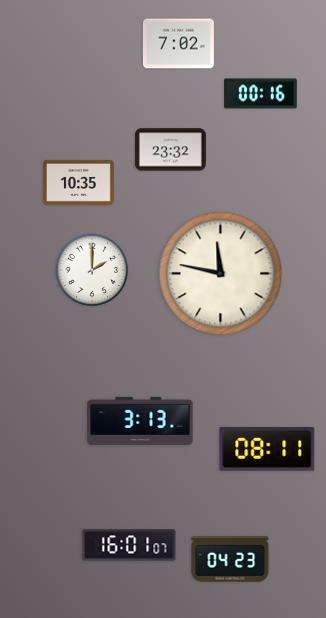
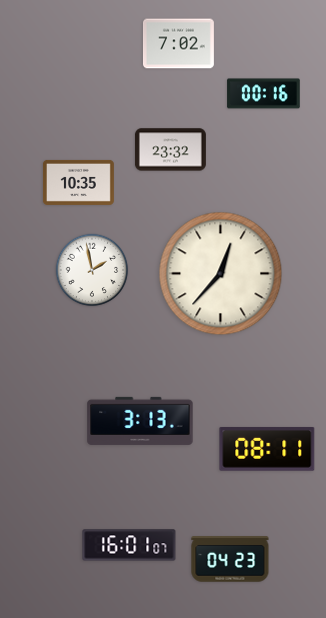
clock at (261, 94) position: (261, 94) -> (264, 94)
clock at (92, 270): 2:00 -> 1:58
clock at (221, 274): 11:47 -> 12:37
